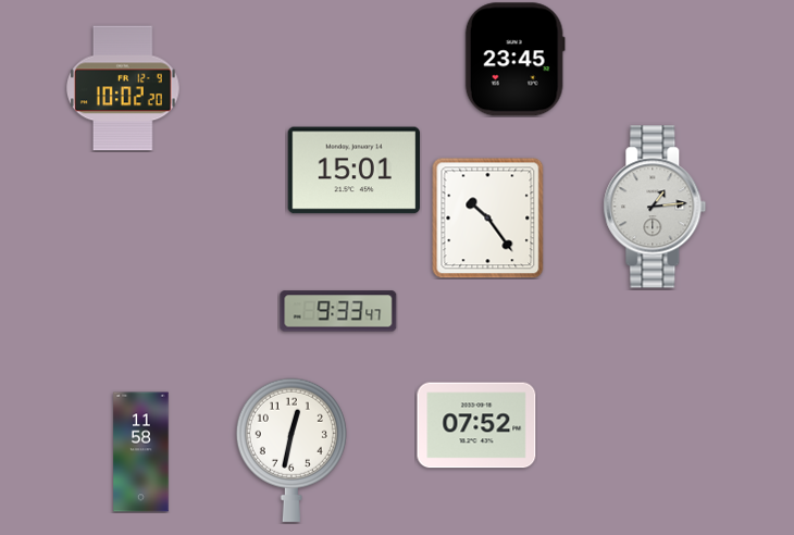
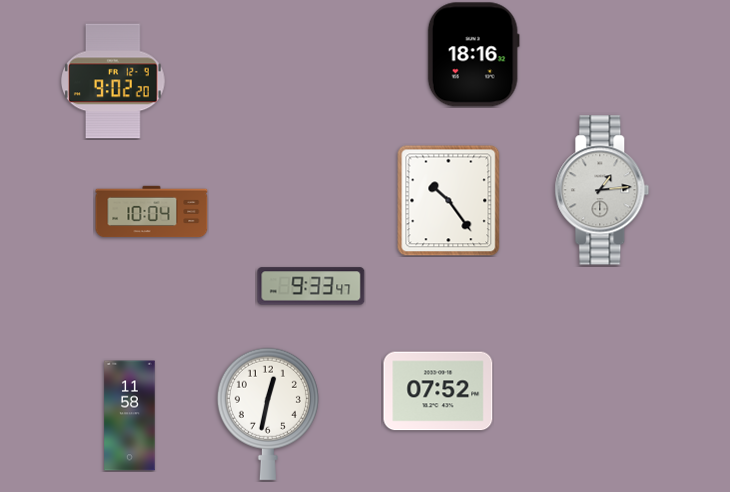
clock at (514, 60): 23:45 -> 18:16
clock at (124, 88): 10:02 -> 9:02
clock at (355, 171): 15:01 -> none
clock at (152, 212): none -> 10:04
